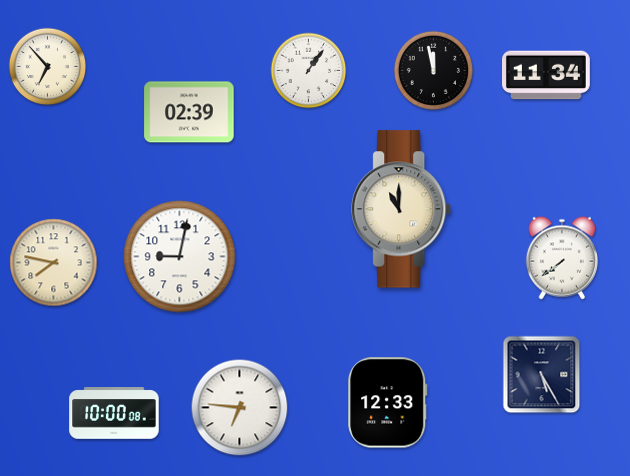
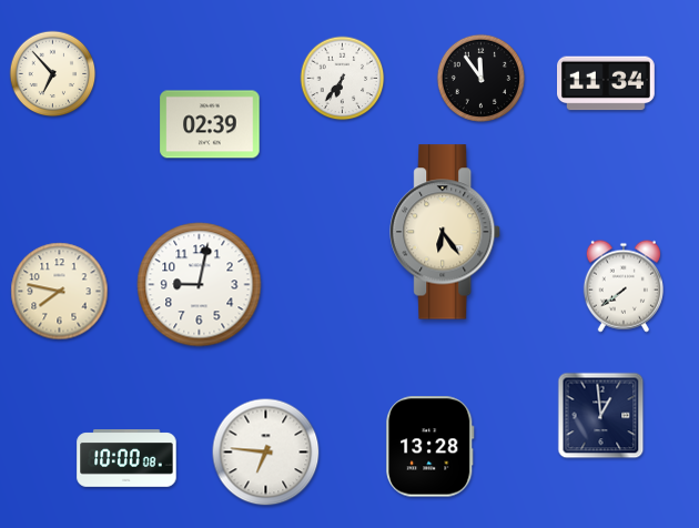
clock at (433, 70): 11:58 -> 11:54
clock at (309, 71): 1:06 -> 6:36
clock at (402, 209): 11:00 -> 6:24
clock at (542, 375): 5:25 -> 12:59
clock at (388, 403): 12:33 -> 13:28
